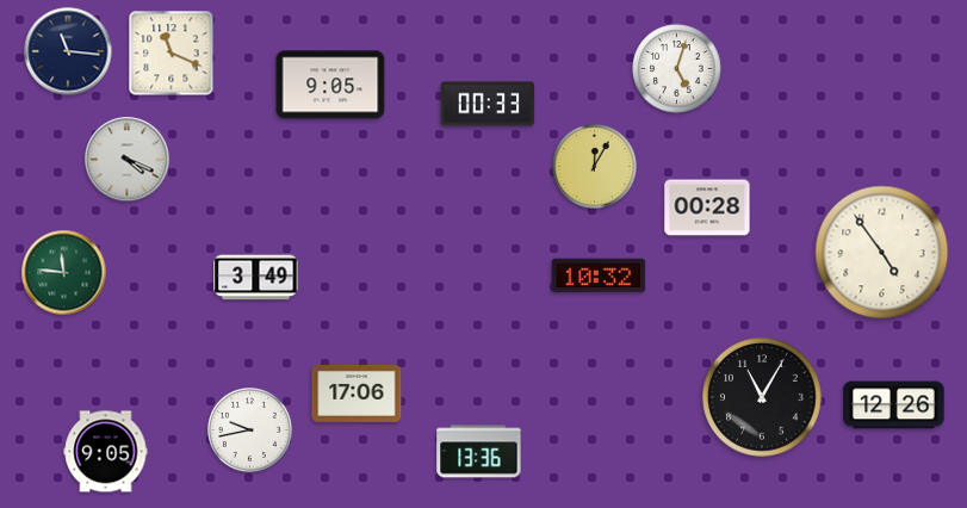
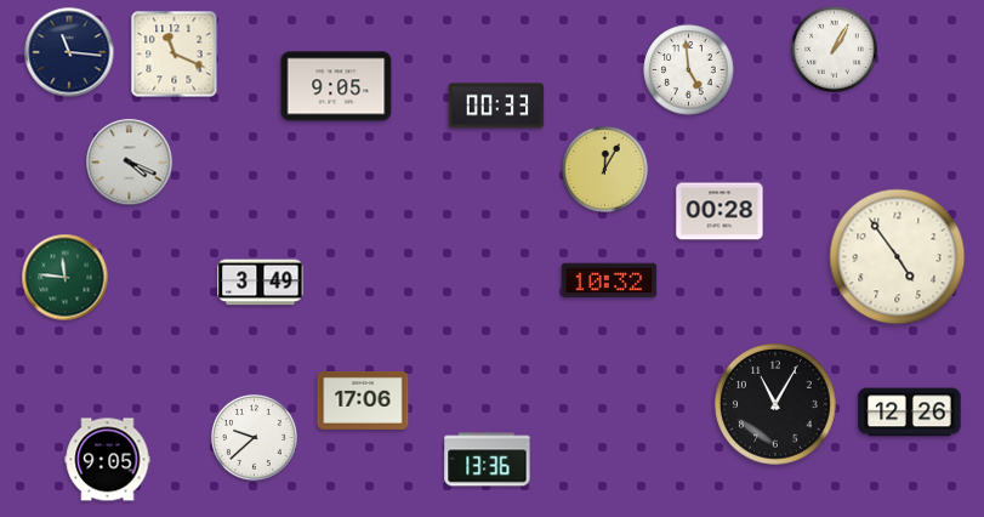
clock at (835, 50): none -> 1:05
clock at (677, 69): 5:03 -> 4:59
clock at (250, 430): 9:43 -> 9:38
